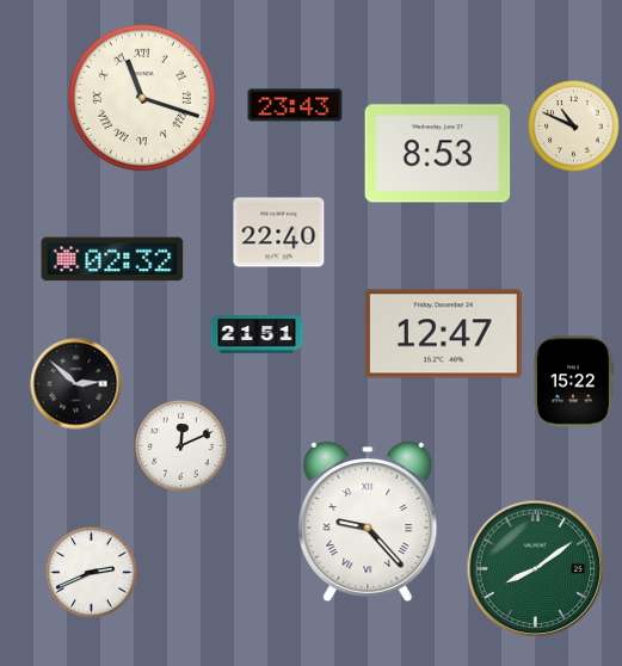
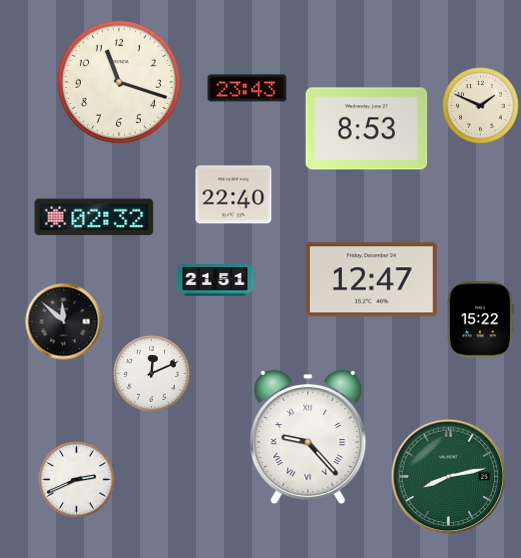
clock at (142, 98) numerals: Roman -> Arabic
clock at (574, 127): 10:49 -> 1:49
clock at (76, 384): 2:52 -> 11:52
clock at (536, 569): 8:09 -> 8:13
